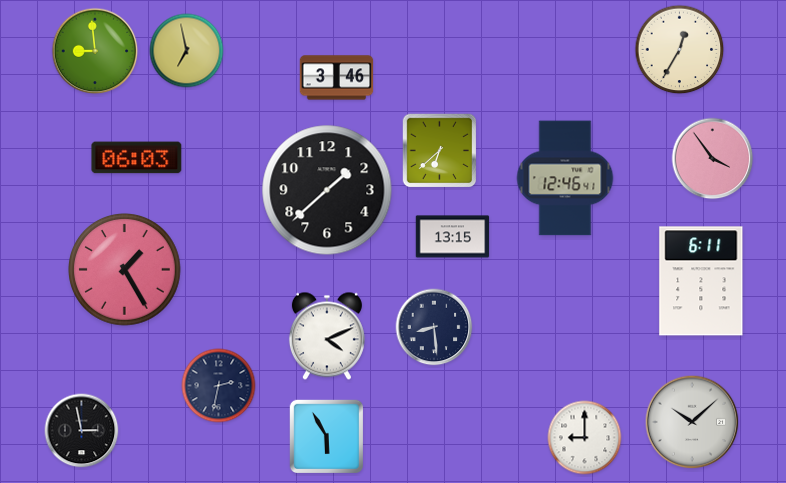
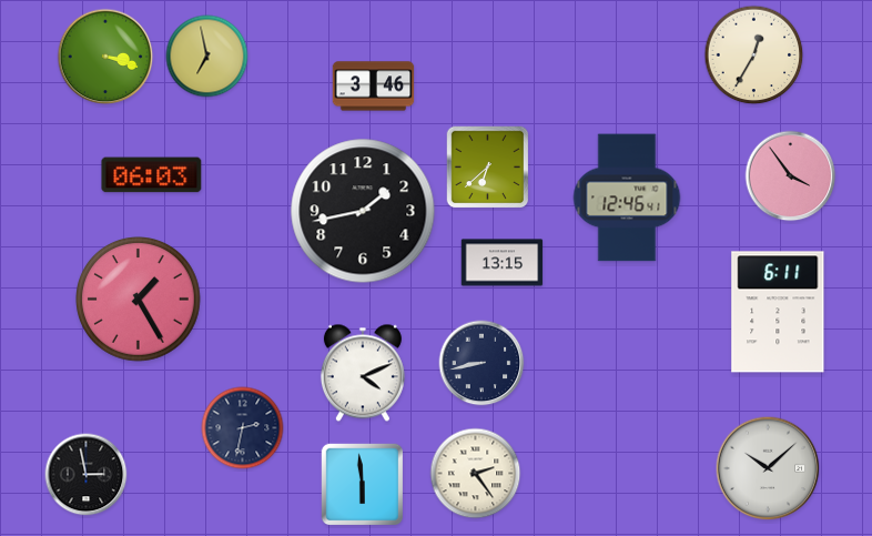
clock at (95, 51): 8:59 -> 3:18
clock at (327, 190): 1:38 -> 1:43
clock at (434, 327): 8:29 -> 8:43
clock at (476, 474): none -> 2:24
clock at (82, 431) position: (82, 431) -> (87, 475)
clock at (326, 436): 5:55 -> 5:59
clock at (585, 438): 9:00 -> none
